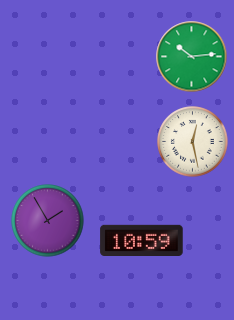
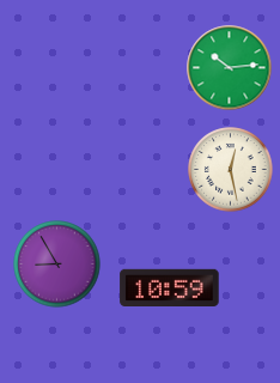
clock at (48, 221): 1:55 -> 8:55
